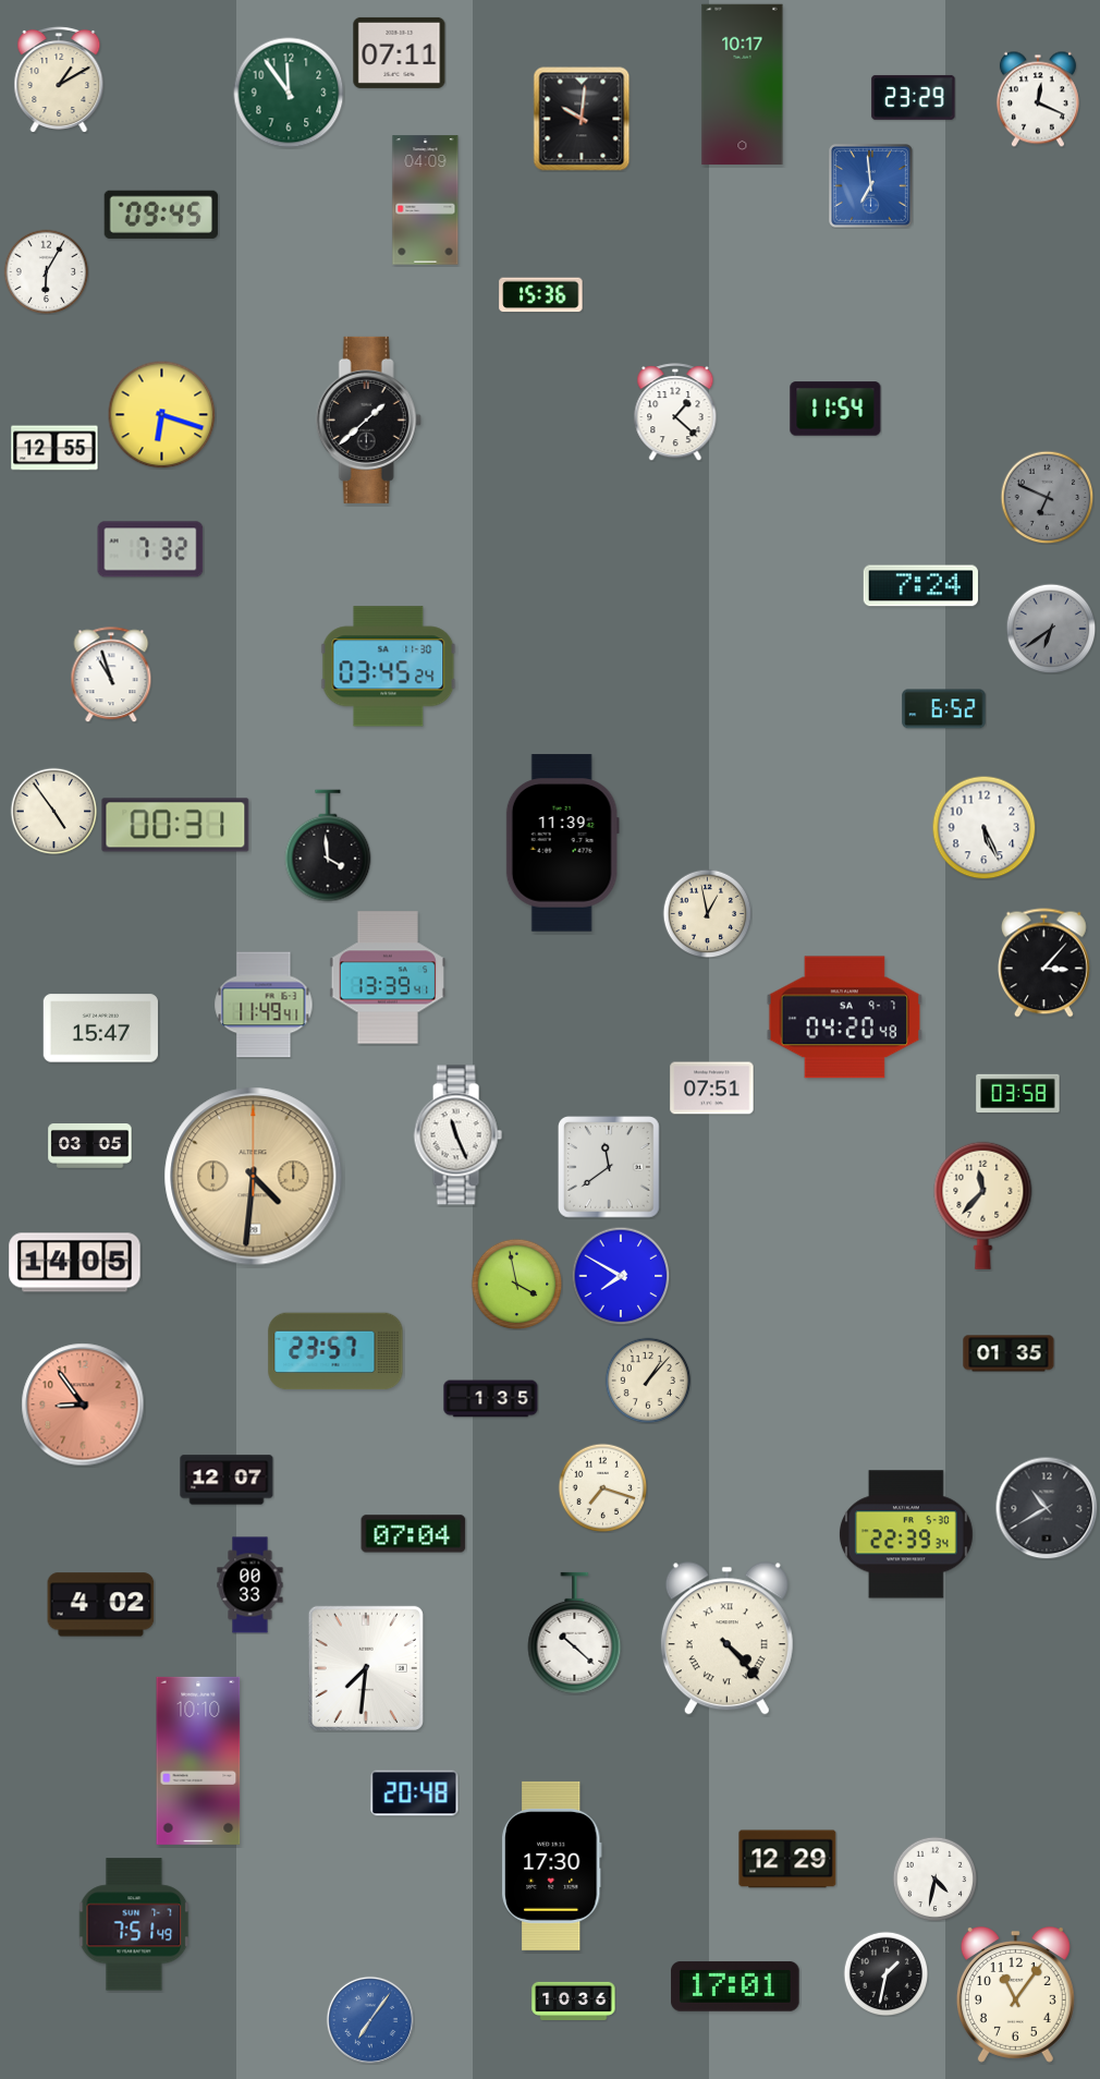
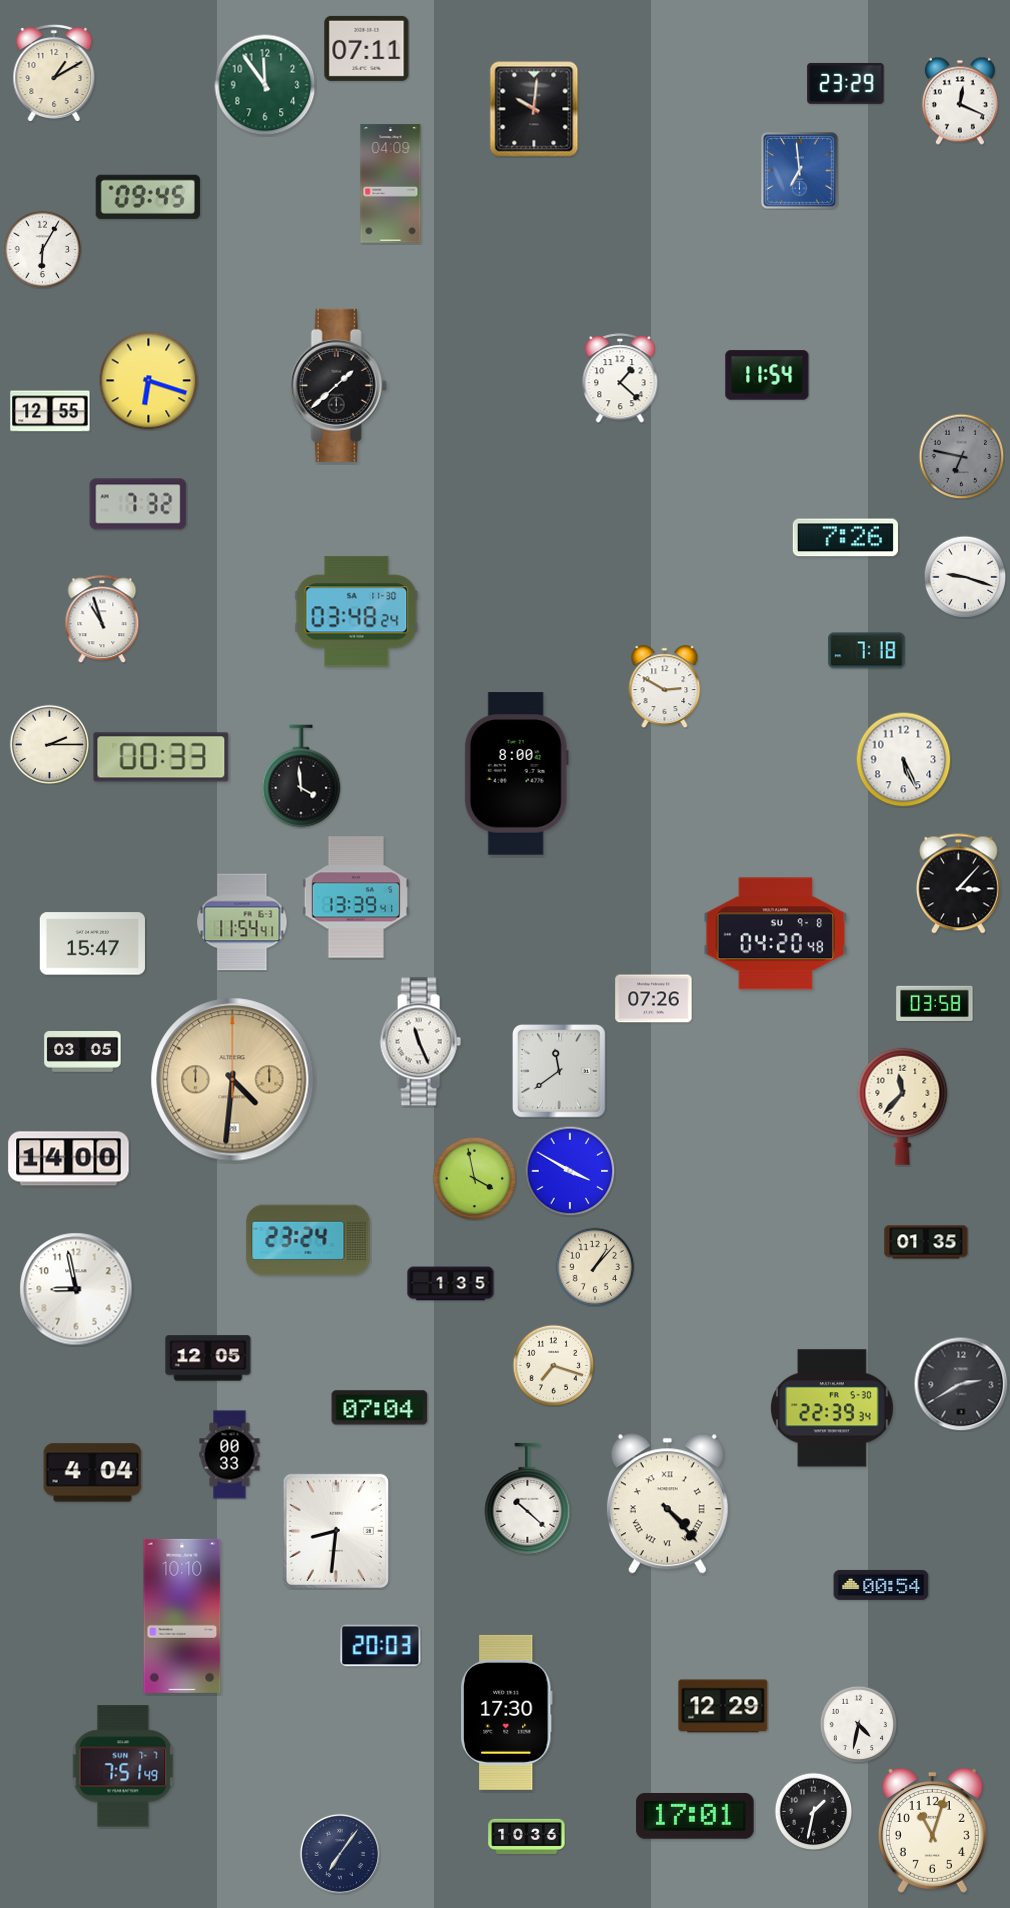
clock at (743, 84): 10:17 -> none
clock at (914, 97) position: (914, 97) -> (846, 83)
clock at (1038, 99) position: (1038, 99) -> (960, 101)
clock at (541, 295): 15:36 -> none
clock at (1047, 497): 6:49 -> 6:47
clock at (920, 586): 7:24 -> 7:26
clock at (1051, 629): 6:39 -> 9:18
clock at (1051, 629) dial: grey -> white
clock at (389, 667): 03:45 -> 03:48
clock at (944, 709): 6:52 -> 7:18
clock at (665, 686): none -> 2:50
clock at (53, 811): 4:54 -> 2:15
clock at (175, 825): 00:31 -> 00:33
clock at (562, 843): 11:39 -> 8:00
clock at (707, 913): 12:58 -> none
clock at (264, 1005): 11:49 -> 11:54
clock at (845, 1018) date: SA 9-7 -> SU 9-8
clock at (712, 1089): 07:51 -> 07:26
clock at (75, 1263): 14:05 -> 14:00
clock at (621, 1276): 7:50 -> 3:50
clock at (335, 1351): 23:57 -> 23:24
clock at (83, 1405): 8:54 -> 8:58
clock at (83, 1405) dial: salmon -> white
clock at (227, 1480): 12:07 -> 12:05
clock at (1047, 1508): 10:40 -> 2:40
clock at (101, 1605): 4:02 -> 4:04
clock at (366, 1668): 7:31 -> 8:31
clock at (881, 1585): none -> 00:54
clock at (415, 1794): 20:48 -> 20:03
clock at (735, 1986) position: (735, 1986) -> (695, 1816)
clock at (1015, 1995): 11:06 -> 11:03
clock at (370, 2020) dial: blue -> navy
